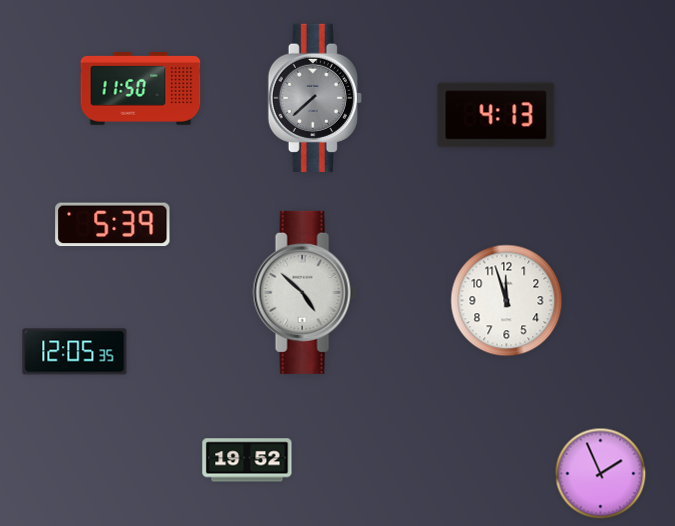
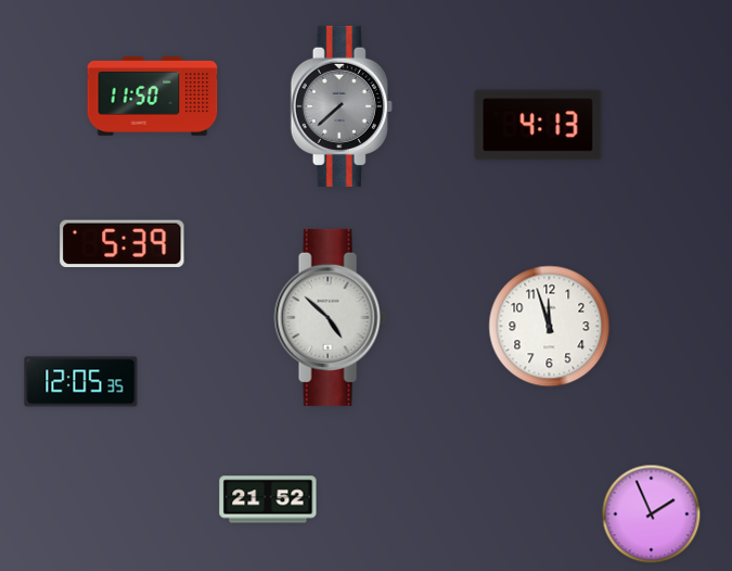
clock at (247, 460): 19:52 -> 21:52
